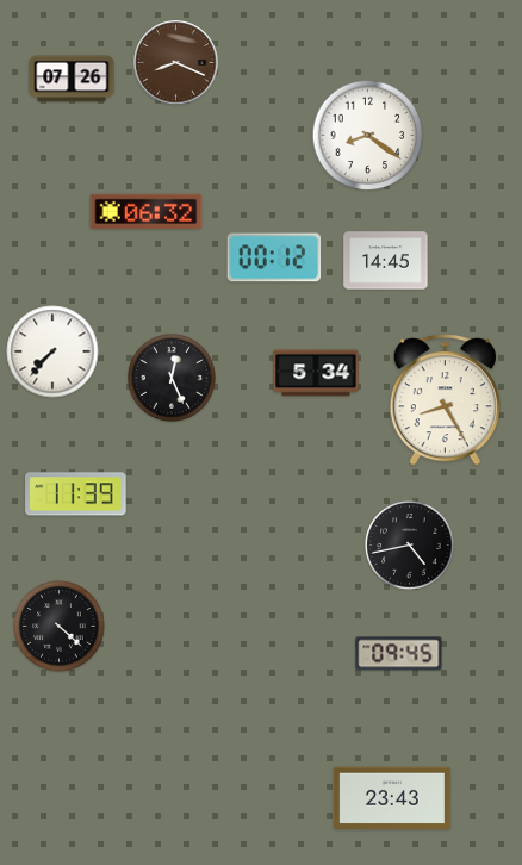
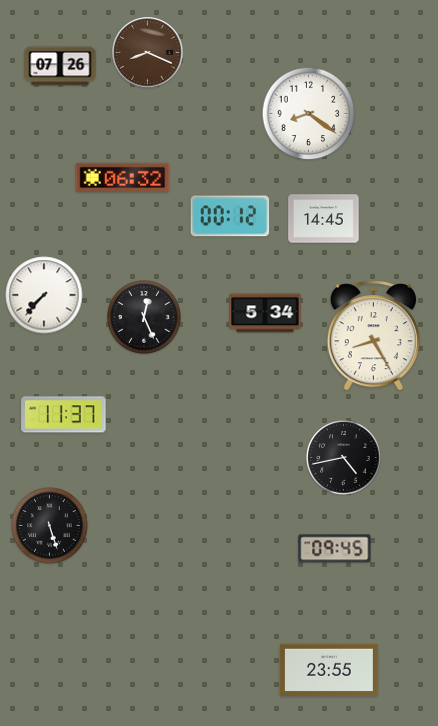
clock at (76, 494): 11:39 -> 11:37
clock at (60, 627): 4:22 -> 5:27
clock at (392, 797): 23:43 -> 23:55
